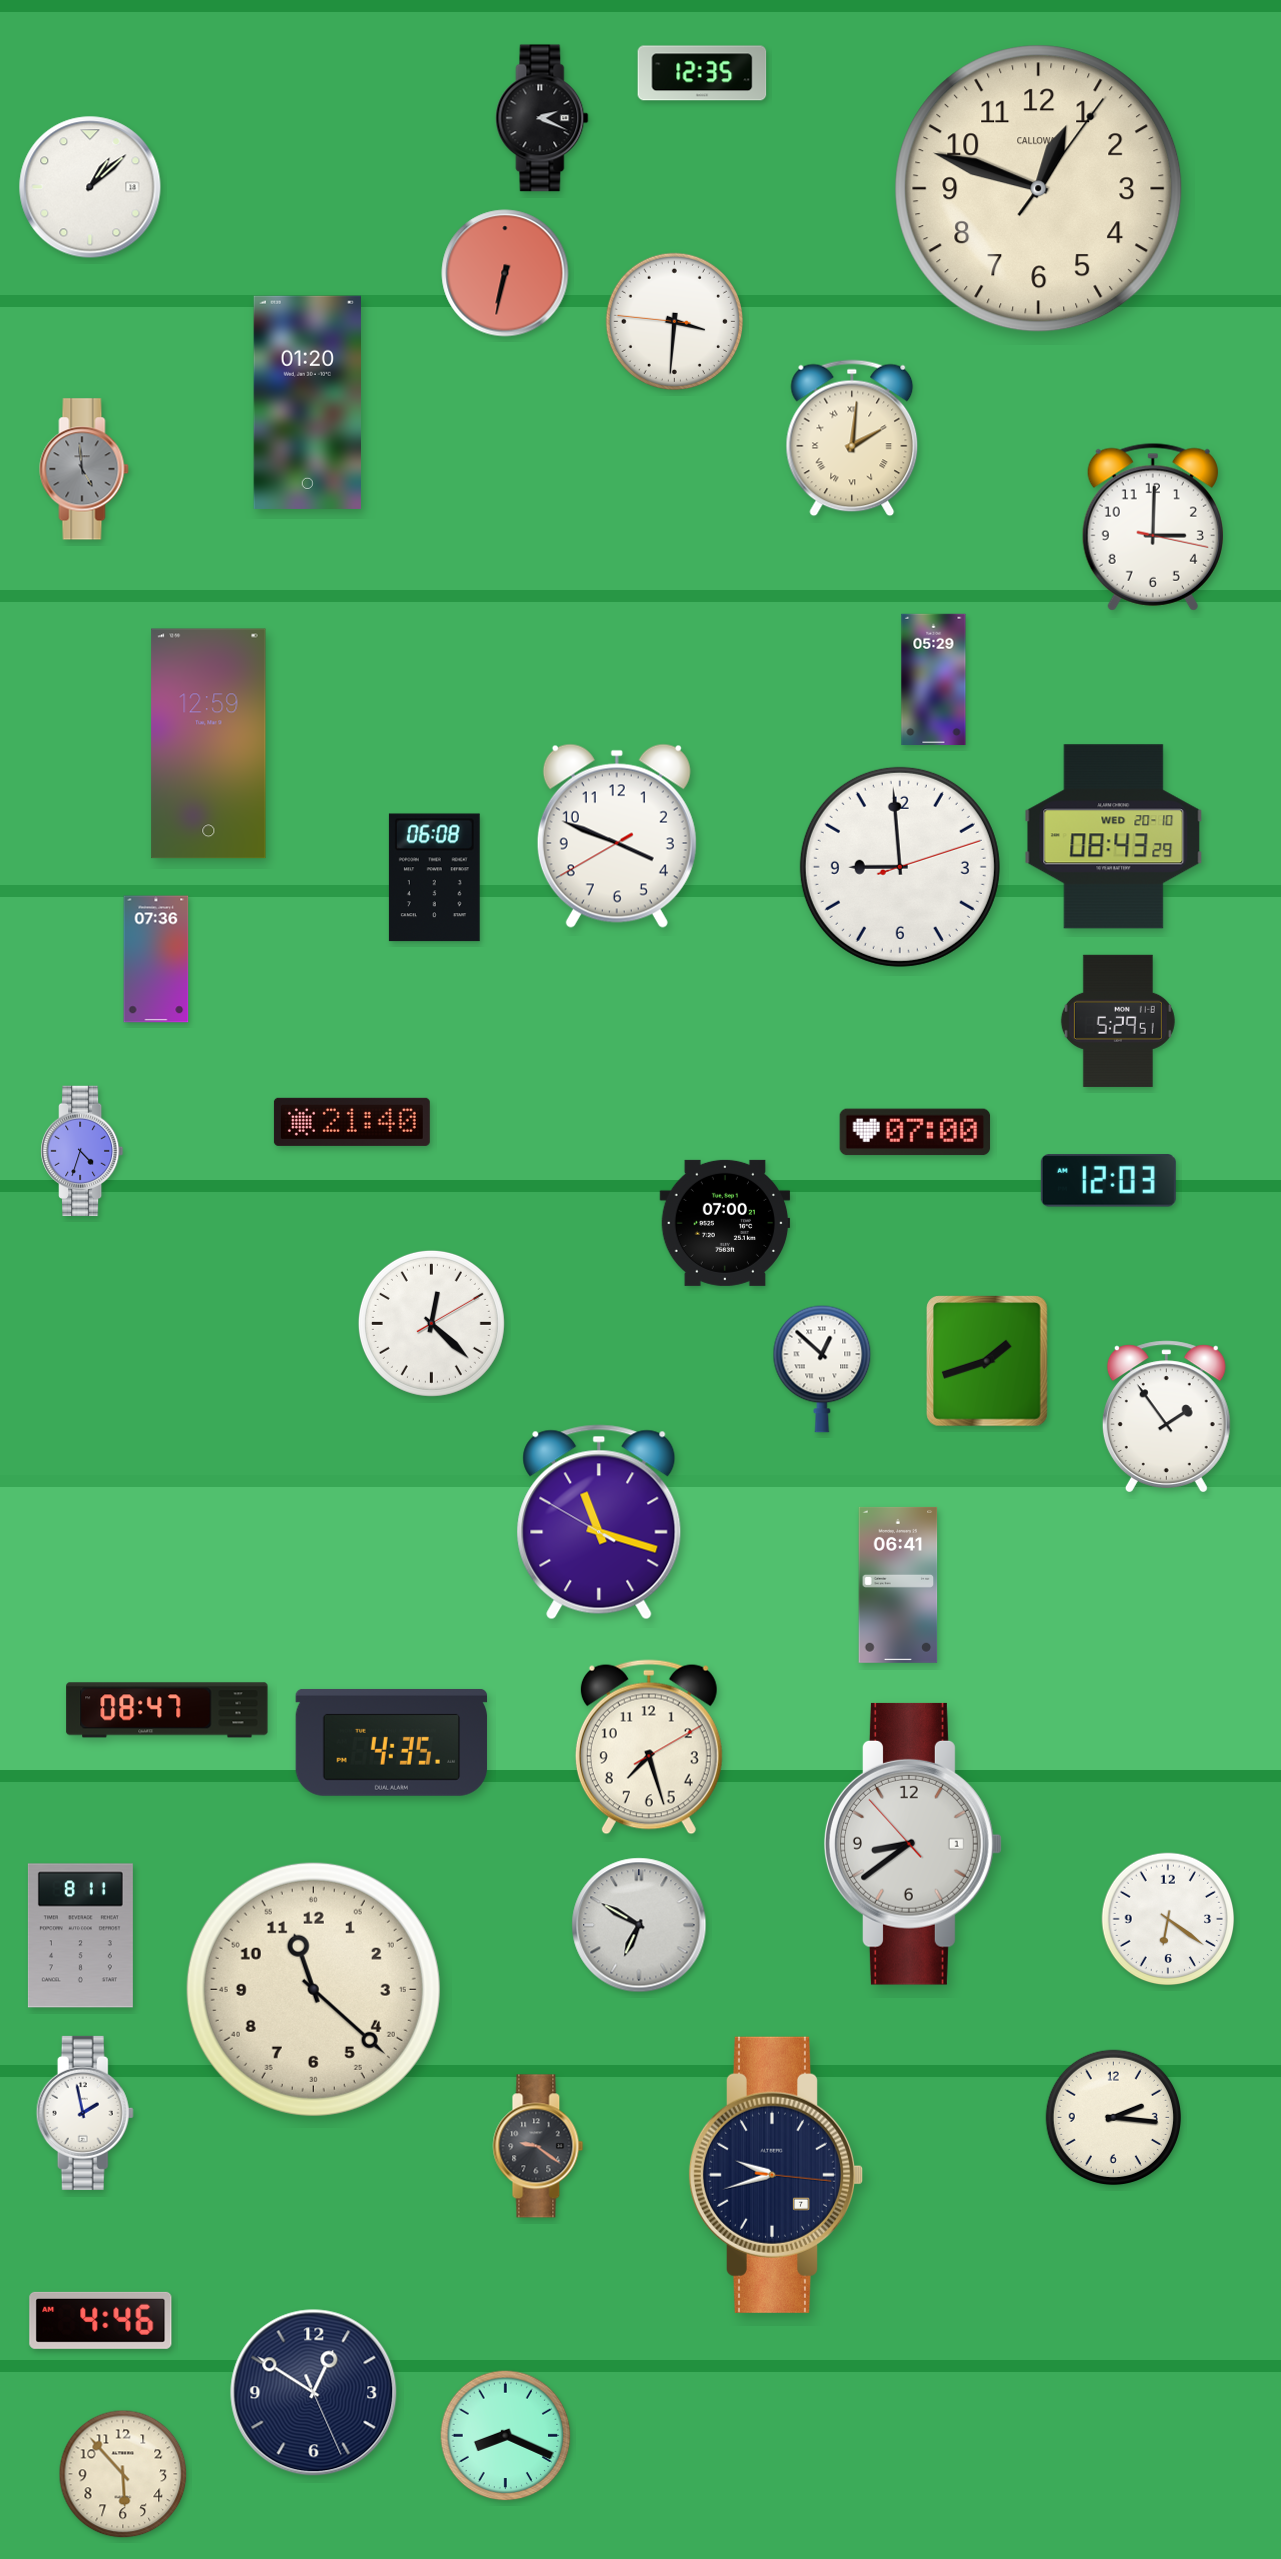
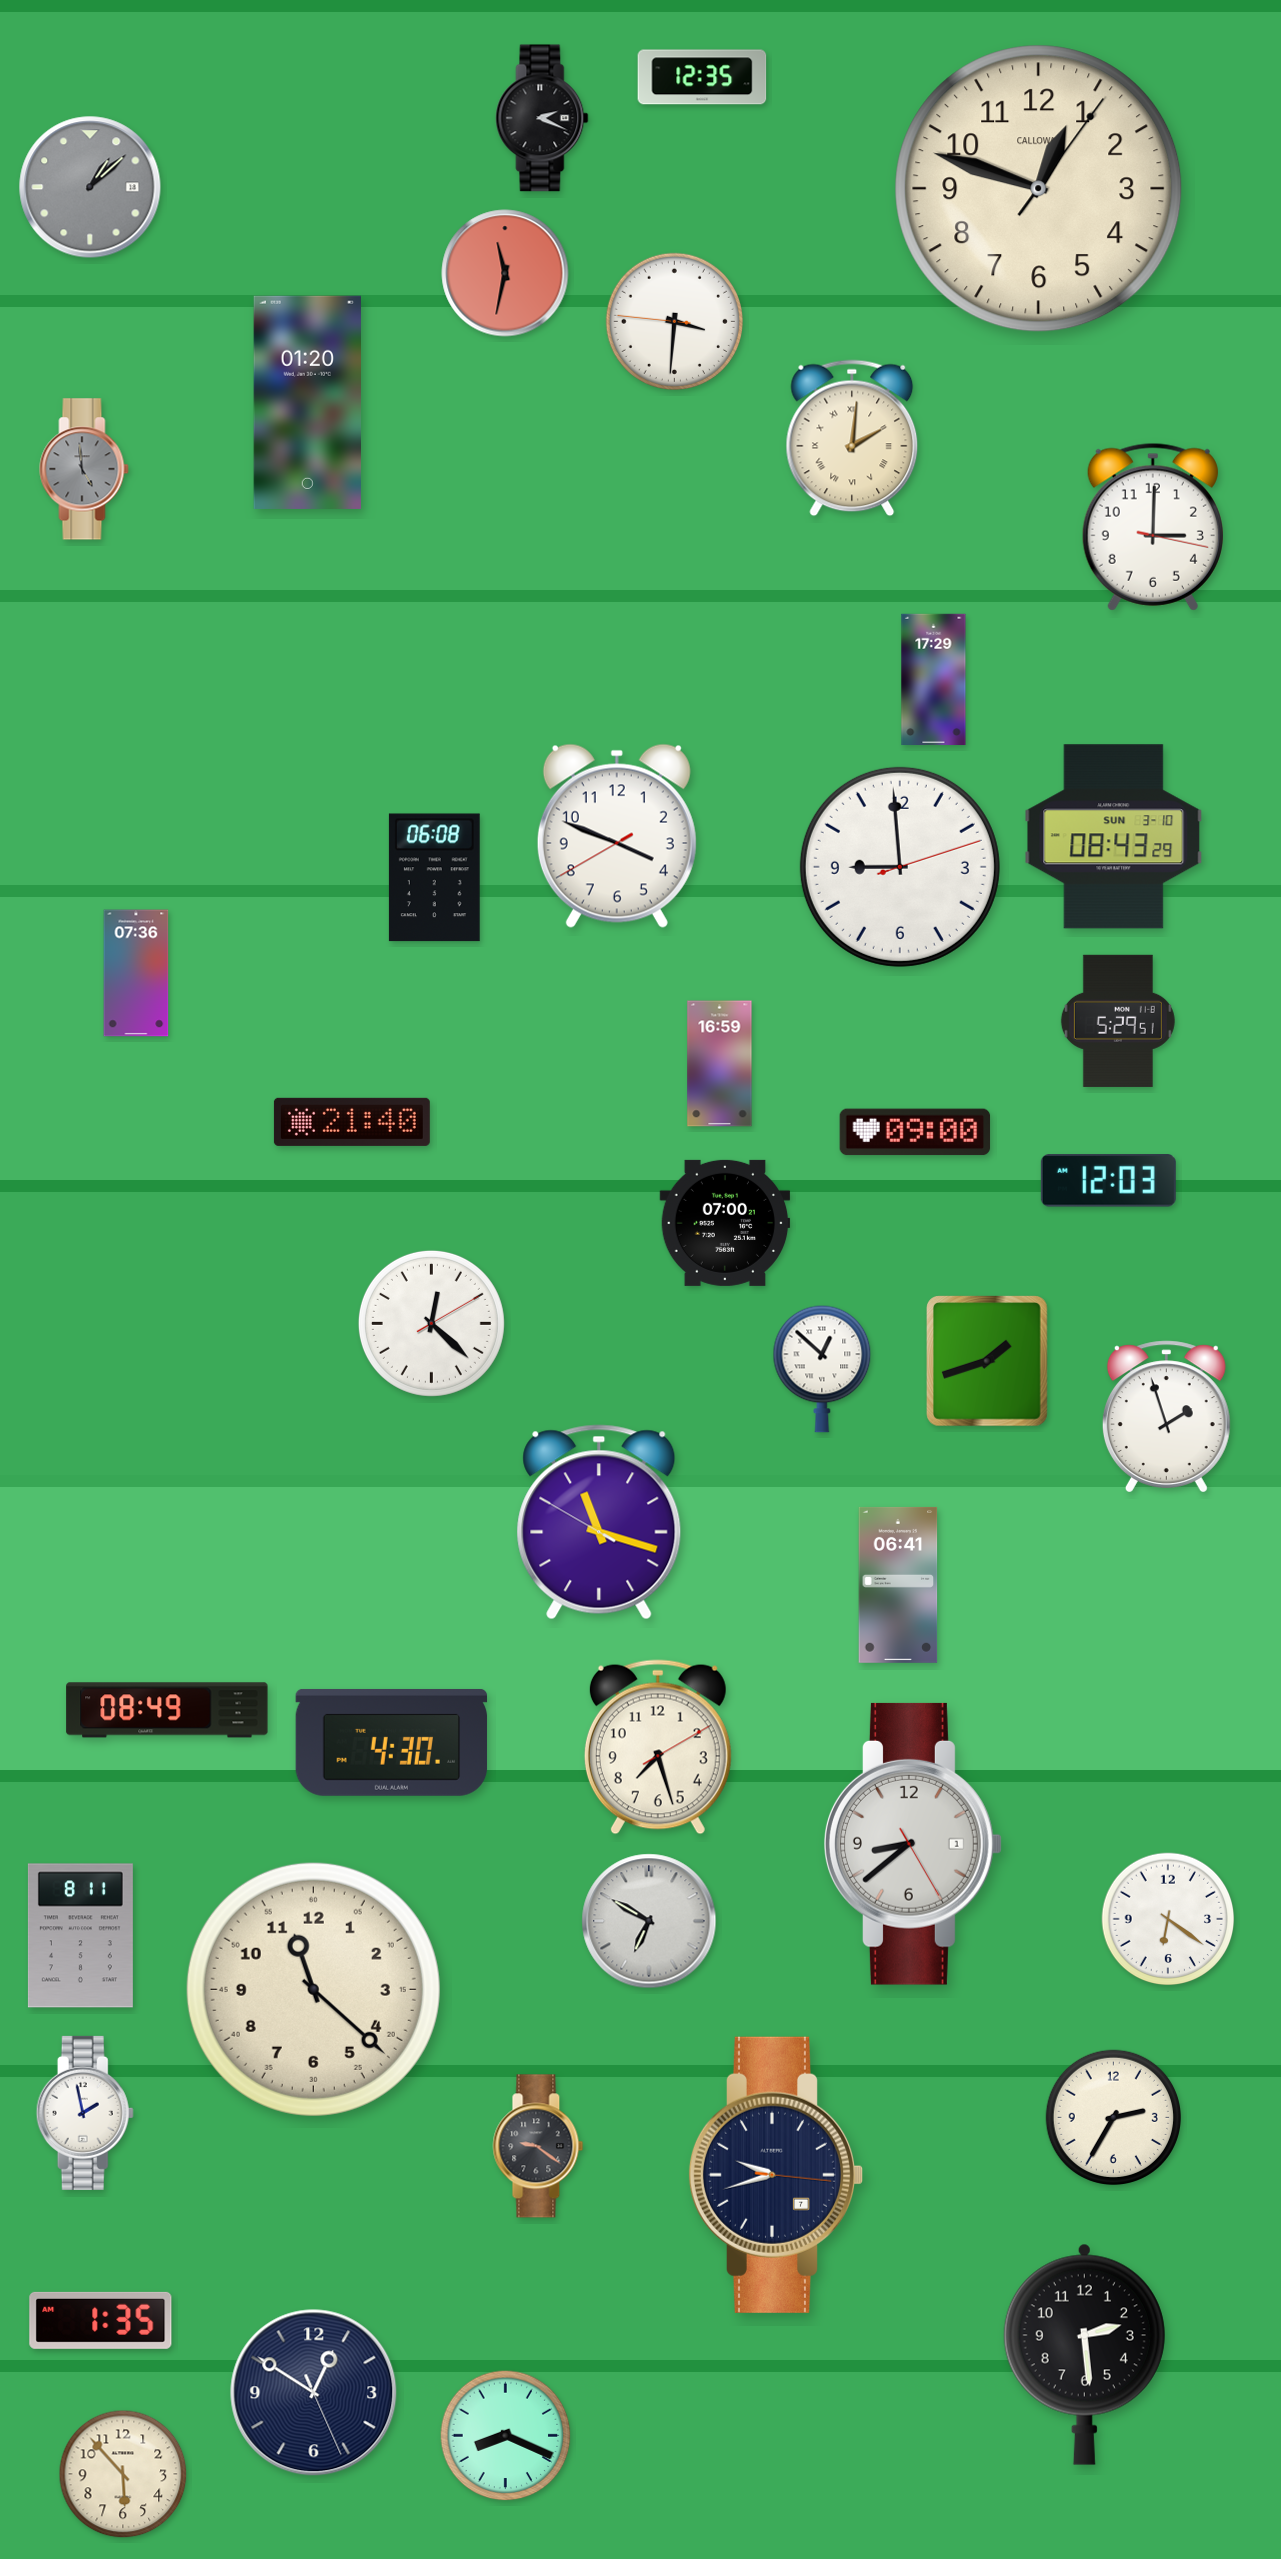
clock at (702, 73) position: (702, 73) -> (702, 77)
clock at (90, 187) dial: white -> grey
clock at (505, 273): 6:32 -> 11:32
clock at (934, 680): 05:29 -> 17:29
clock at (209, 744): 12:59 -> none
clock at (1114, 837) date: WED 20-10 -> SUN 3-10
clock at (156, 959) position: (156, 959) -> (136, 973)
clock at (720, 1064): none -> 16:59
clock at (915, 1132): 07:00 -> 09:00
clock at (82, 1151): 4:33 -> none
clock at (1166, 1417): 1:54 -> 1:57
clock at (167, 1710): 08:47 -> 08:49
clock at (392, 1742): 4:35 -> 4:30
clock at (649, 1747) position: (649, 1747) -> (658, 1747)
clock at (914, 1844): 8:38:53 -> 8:38:25
clock at (639, 1925) position: (639, 1925) -> (649, 1921)
clock at (1113, 2117): 2:16 -> 2:35
clock at (101, 2320): 4:46 -> 1:35
clock at (1084, 2354): none -> 2:29
